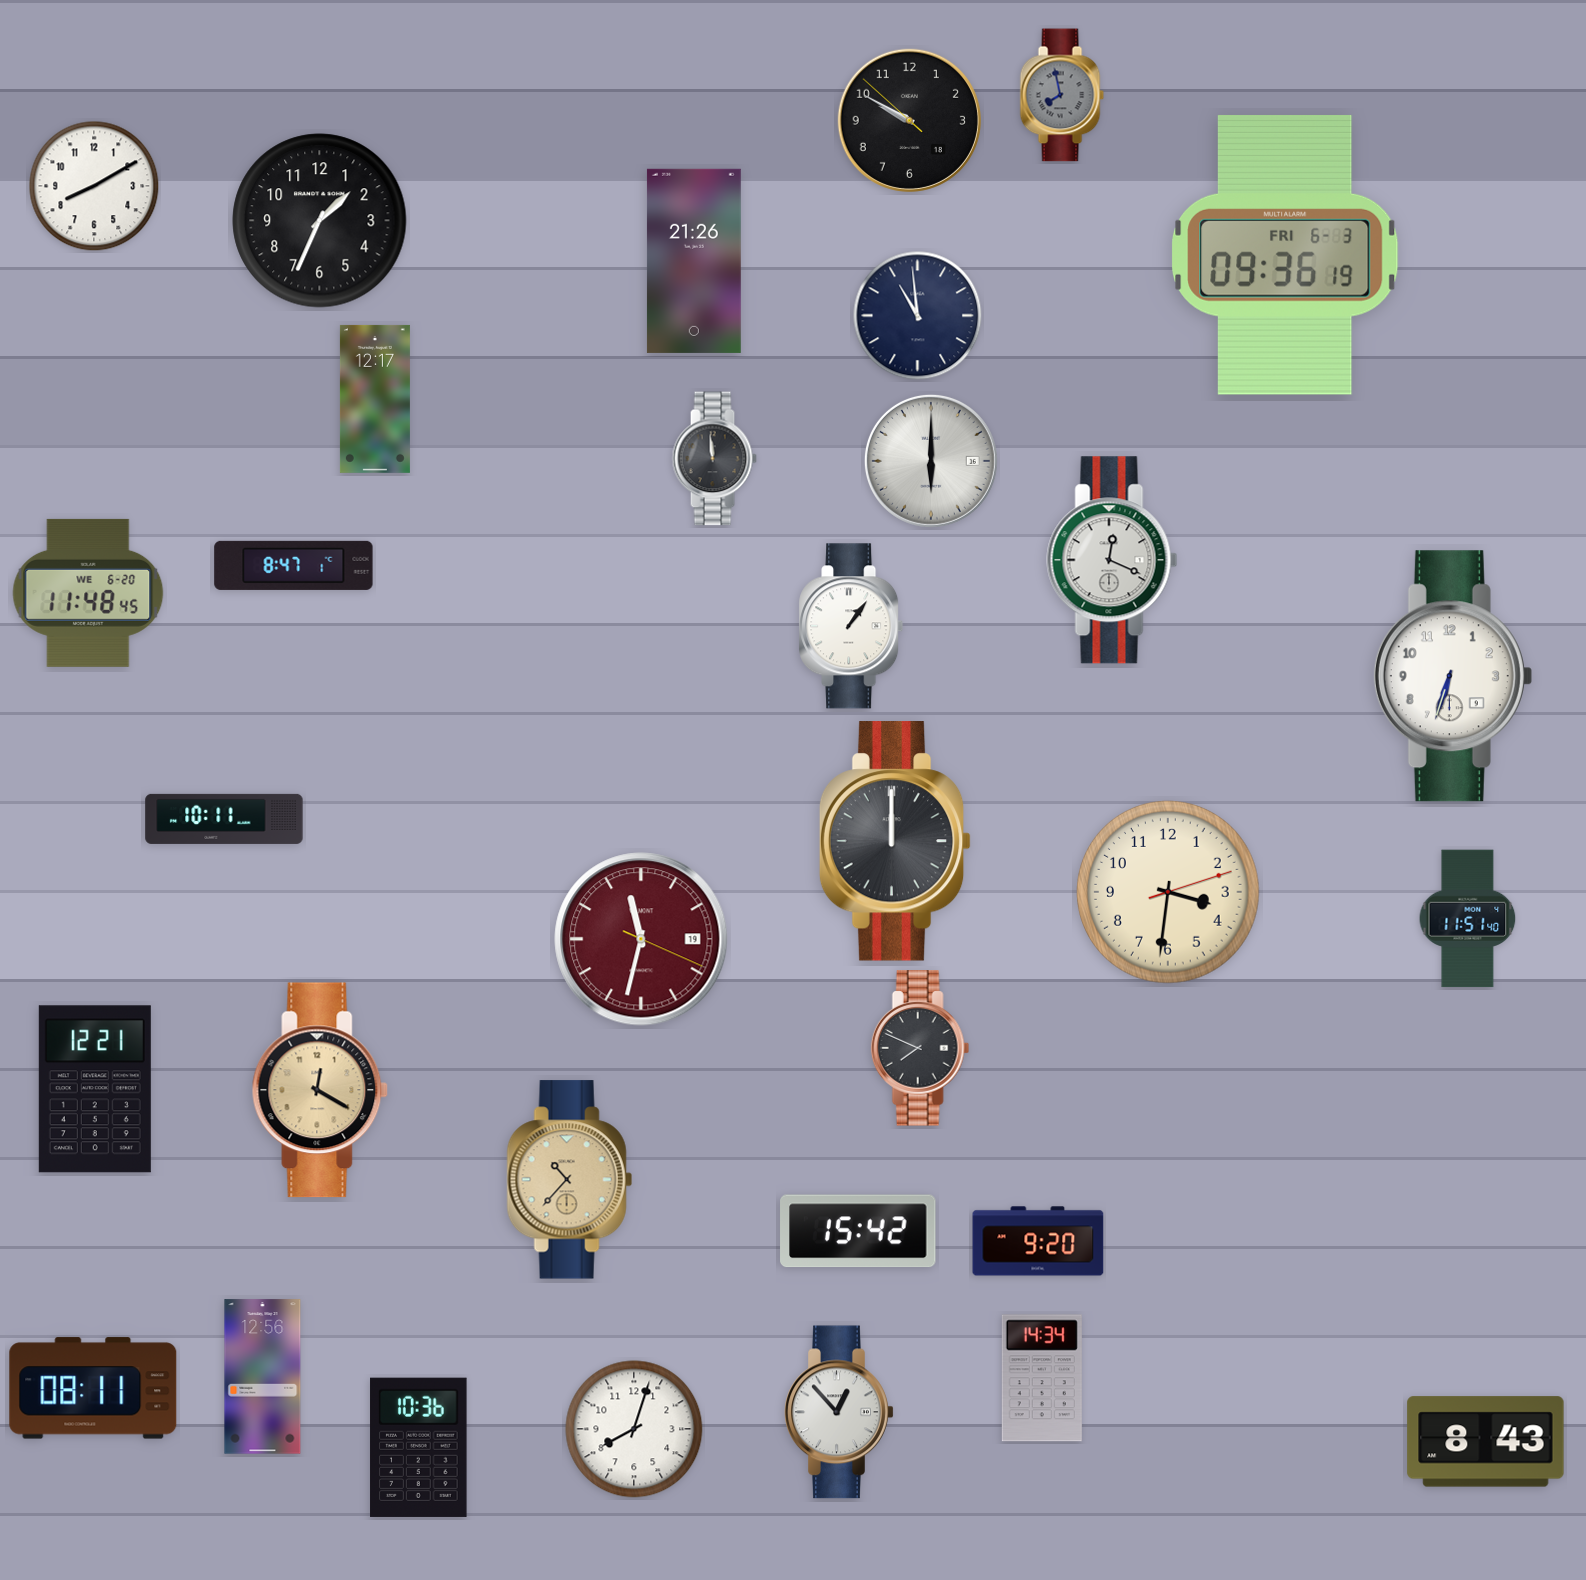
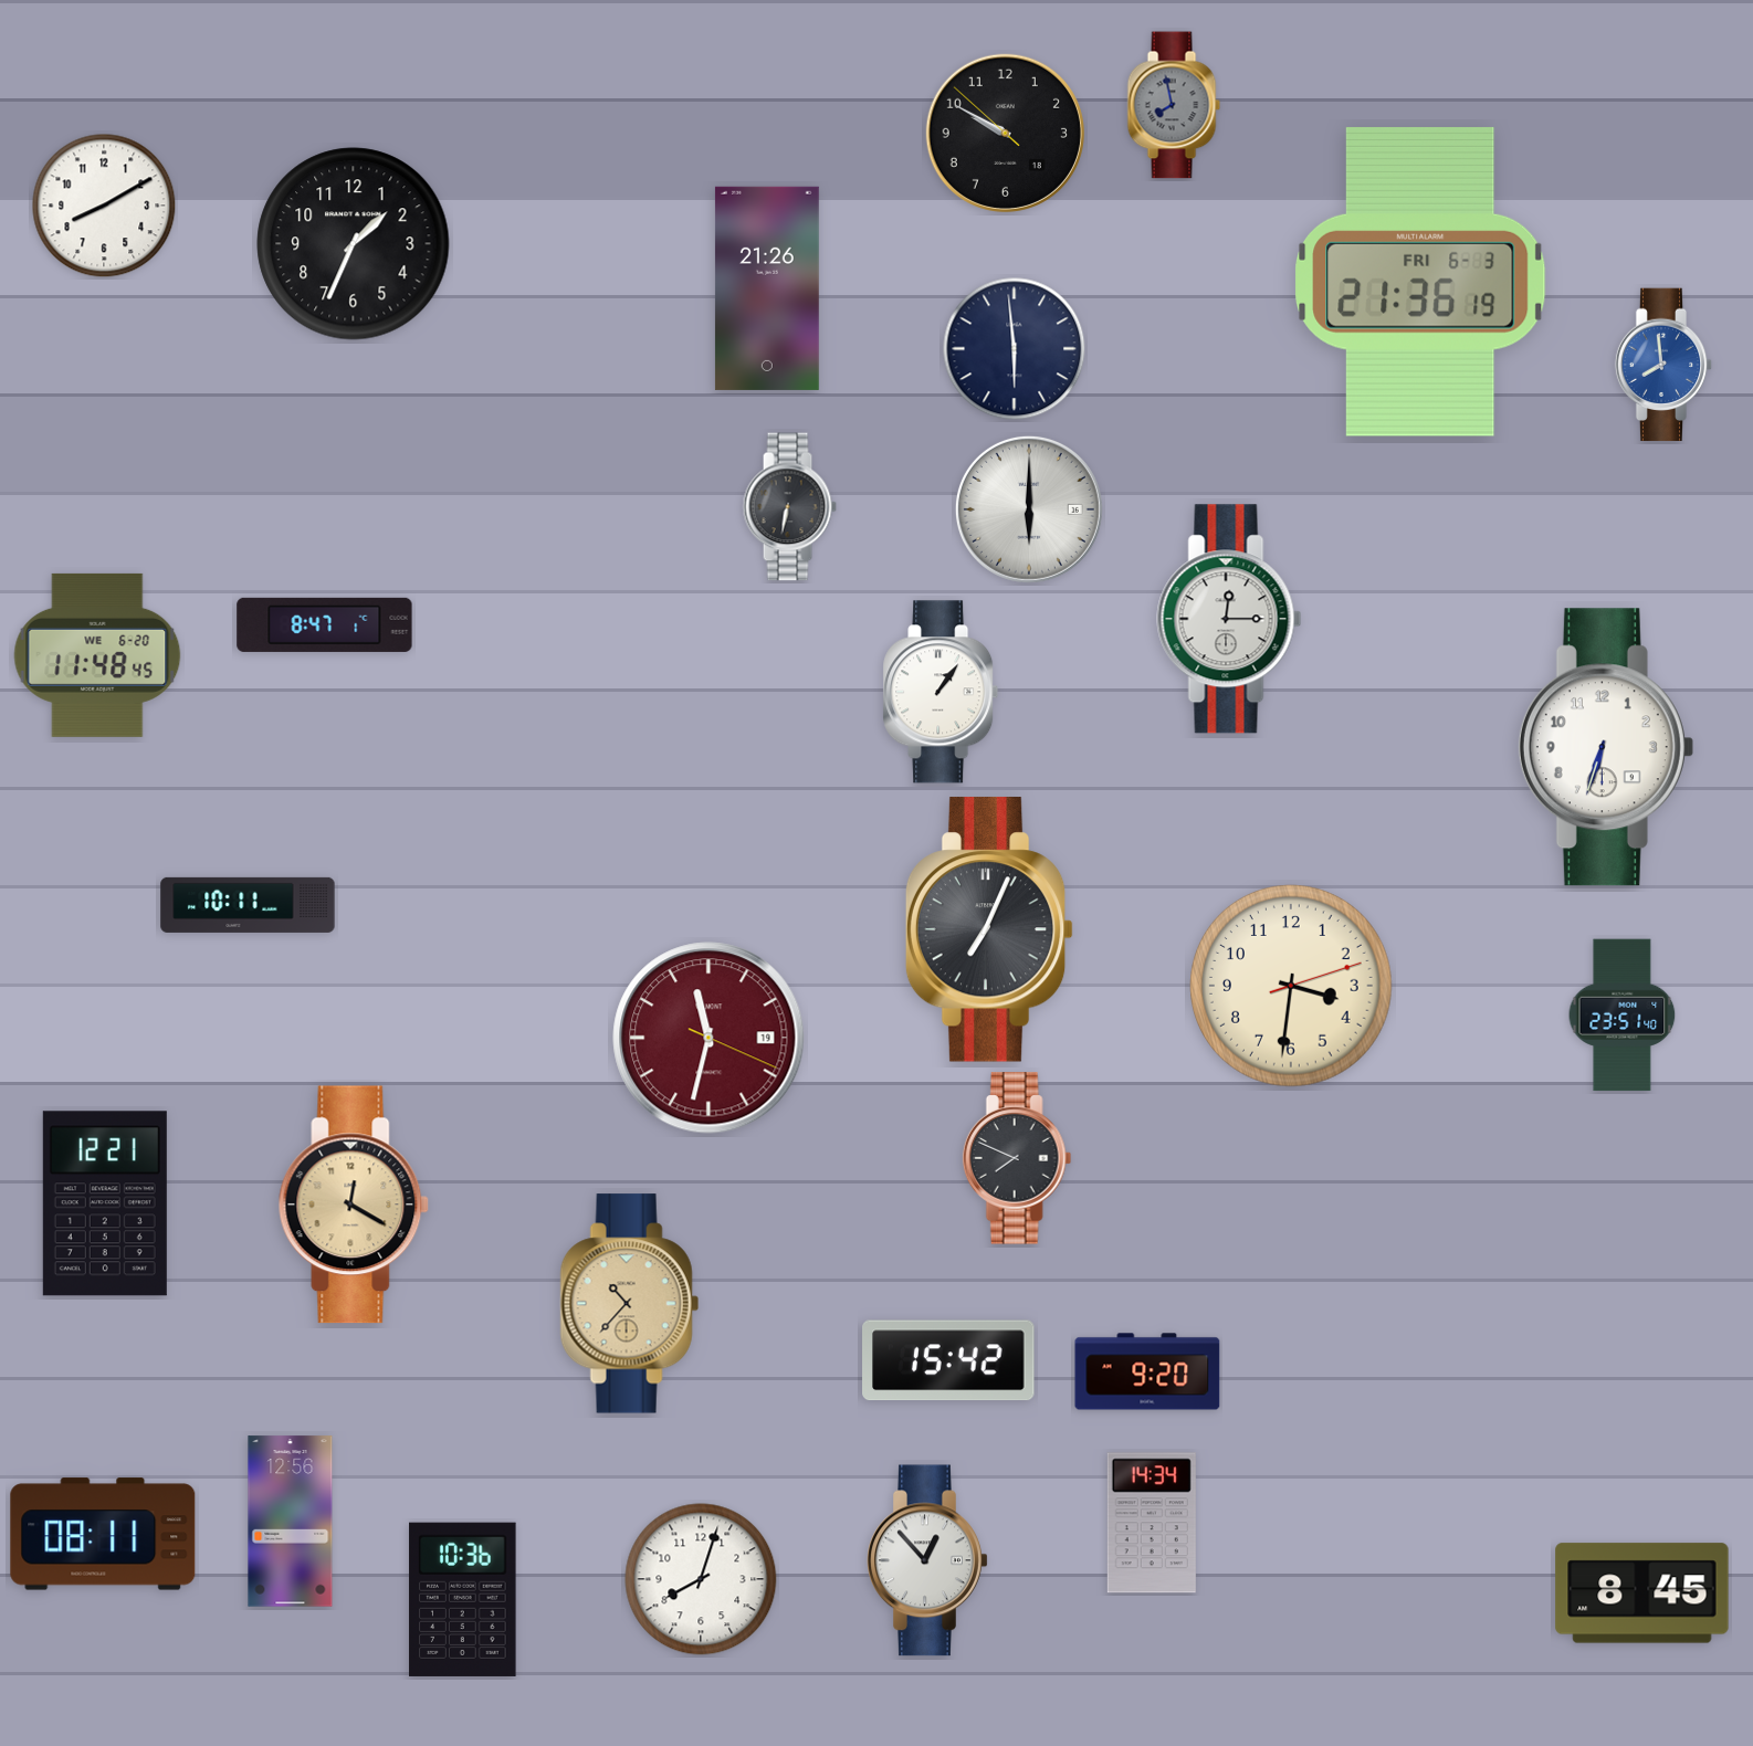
clock at (1285, 255): 09:36 -> 21:36
clock at (918, 316): 10:59 -> 5:59
clock at (1663, 365): none -> 7:59
clock at (375, 399): 12:17 -> none
clock at (714, 459): 11:59 -> 6:32
clock at (1112, 560): 12:19 -> 12:15
clock at (895, 841): 12:00 -> 7:04
clock at (1468, 919): 11:51 -> 23:51
clock at (1486, 1442): 8:43 -> 8:45
